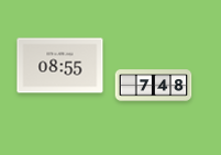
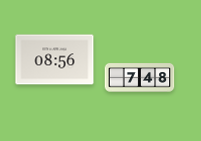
clock at (60, 66): 08:55 -> 08:56
